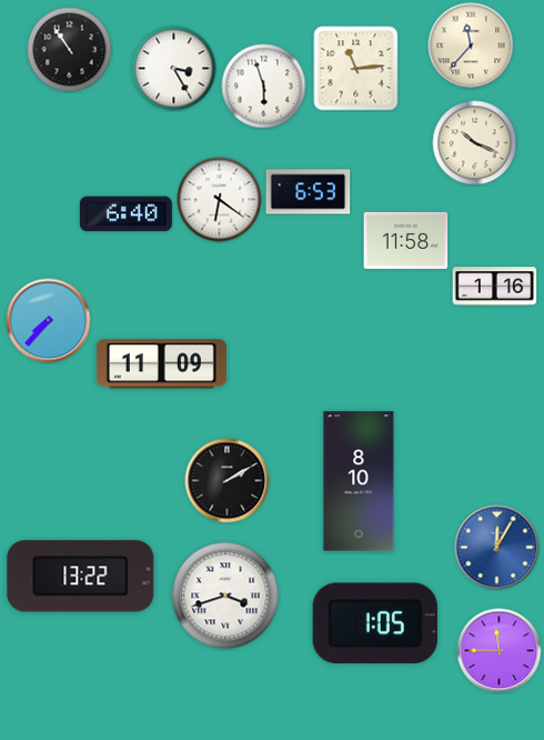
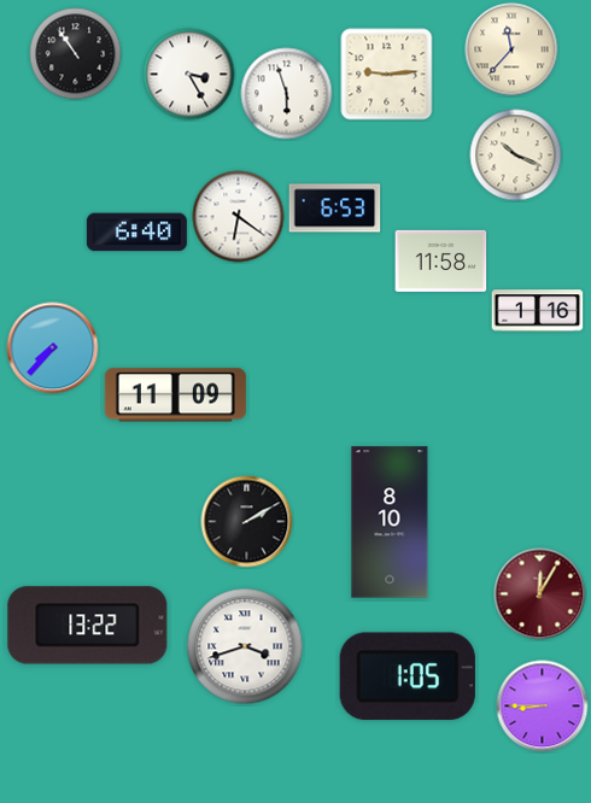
clock at (356, 69): 11:14 -> 9:14
clock at (497, 548) dial: blue -> burgundy
clock at (500, 651): 11:45 -> 8:45
